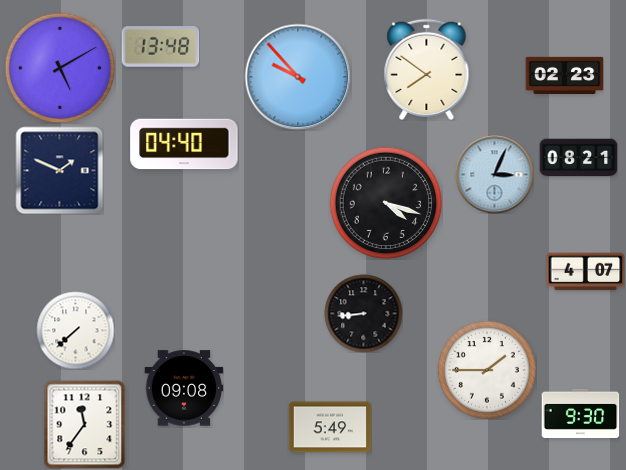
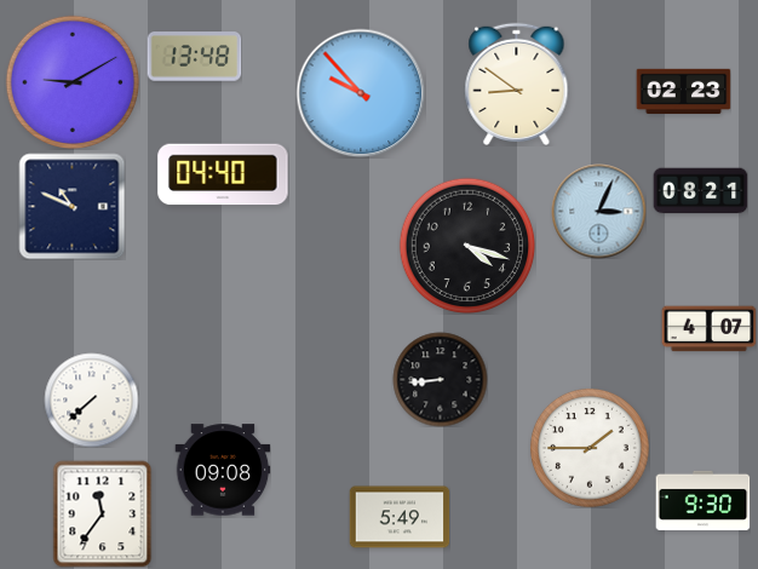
clock at (59, 67): 5:10 -> 9:10
clock at (427, 69): 7:51 -> 8:51
clock at (59, 170): 1:49 -> 10:49
